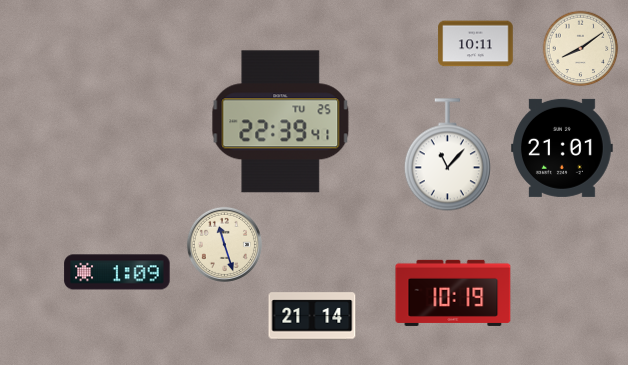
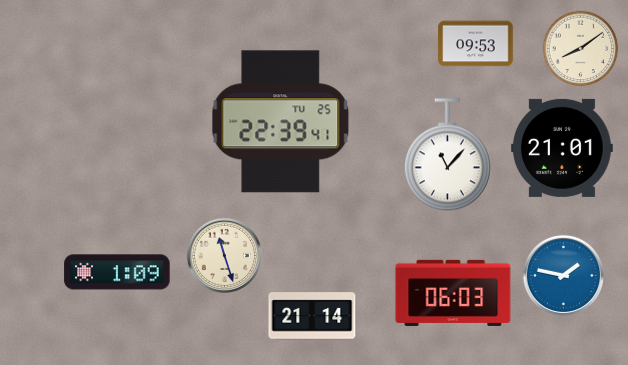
clock at (476, 44): 10:11 -> 09:53
clock at (224, 244) position: (224, 244) -> (224, 255)
clock at (563, 275): none -> 1:47
clock at (453, 293): 10:19 -> 06:03
